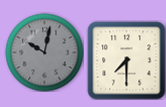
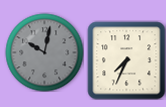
clock at (126, 60): 7:30 -> 7:34
